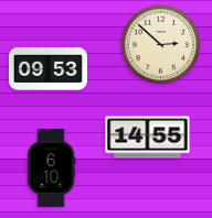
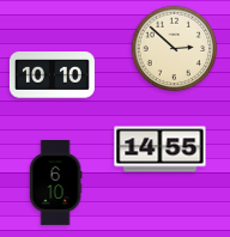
clock at (47, 69): 09:53 -> 10:10
